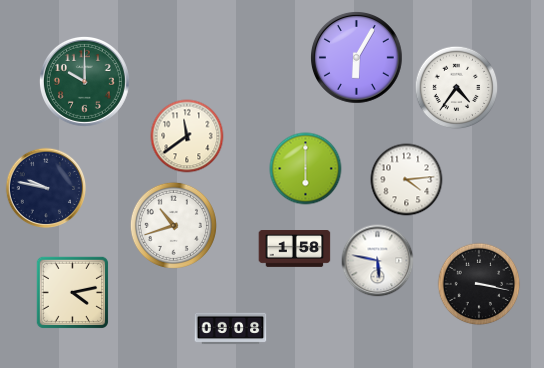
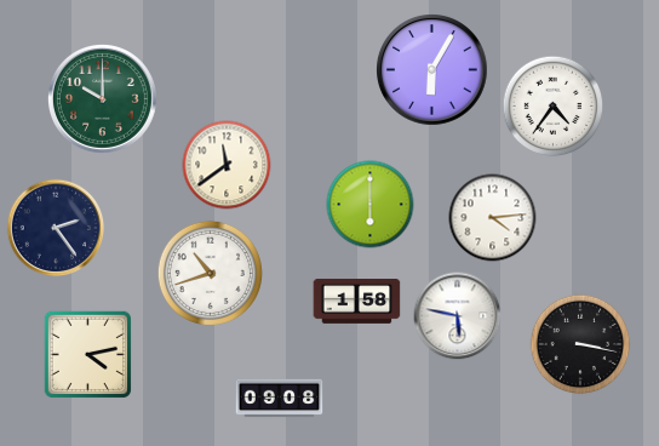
clock at (46, 188): 9:47 -> 2:24
